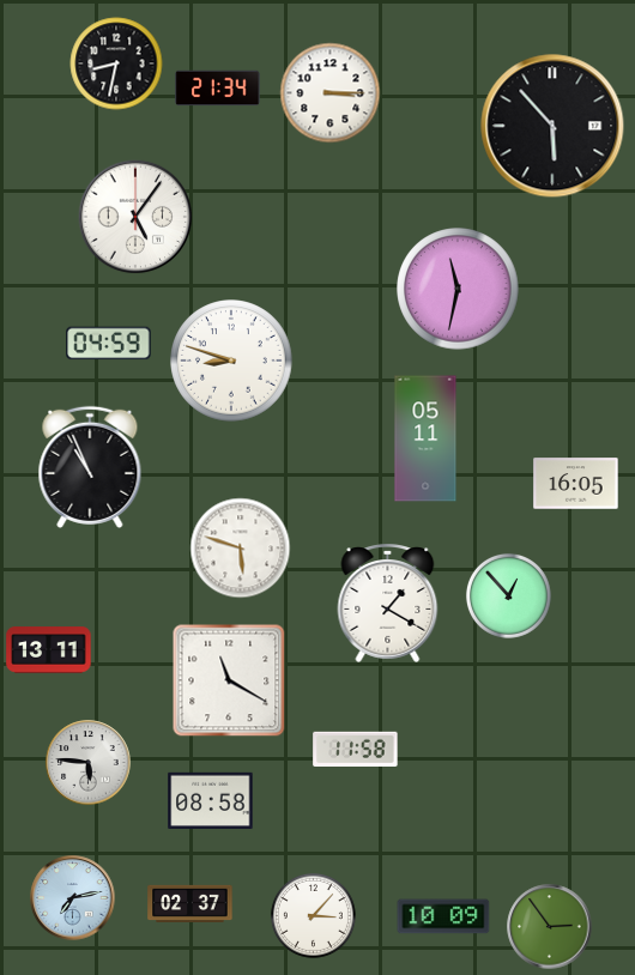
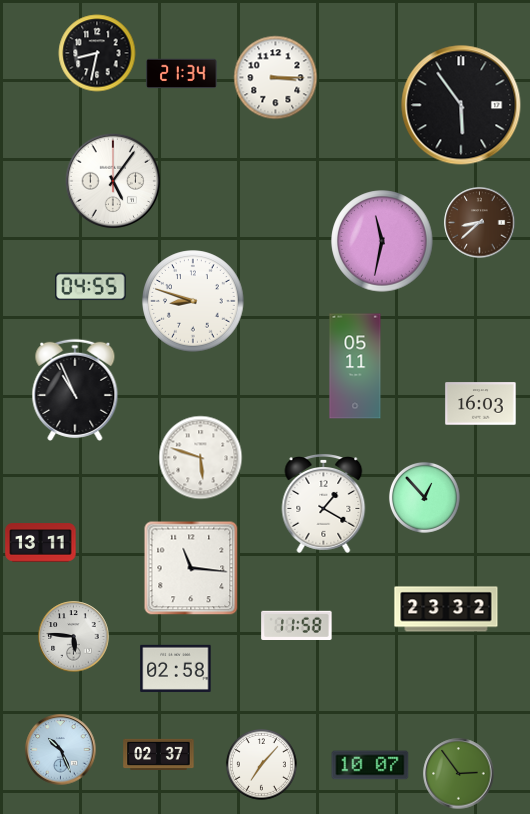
clock at (552, 126): 5:53 -> 5:54
clock at (480, 223): none -> 8:38
clock at (109, 344): 04:59 -> 04:55
clock at (576, 484): 16:05 -> 16:03
clock at (229, 680): 11:20 -> 11:16
clock at (446, 609): none -> 23:32
clock at (211, 800): 08:58 -> 02:58
clock at (73, 898): 7:13 -> 10:26
clock at (313, 915): 3:07 -> 7:07
clock at (443, 916): 10:09 -> 10:07
